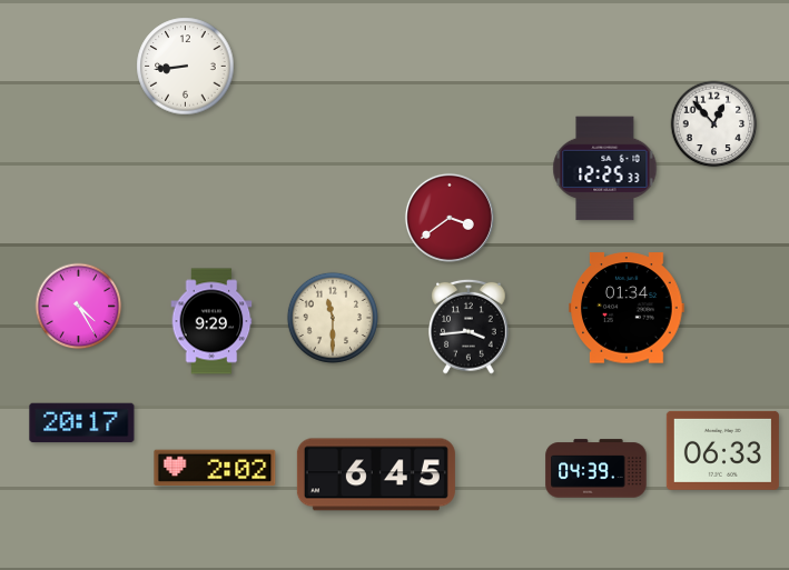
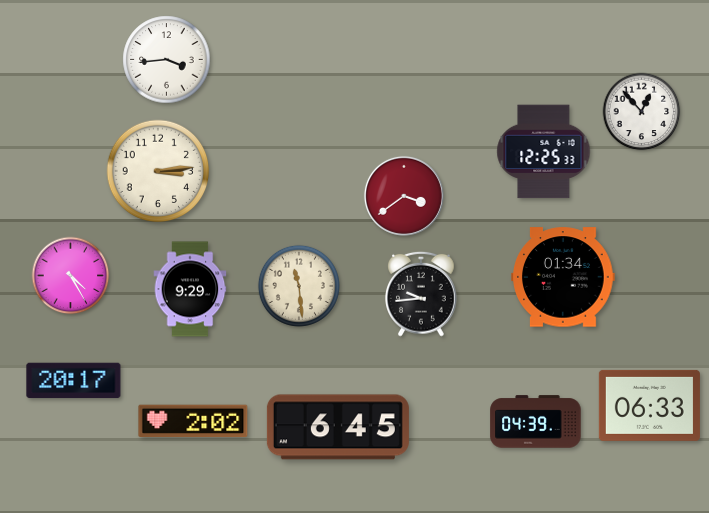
clock at (186, 67): 8:44 -> 3:44
clock at (158, 171): none -> 3:14
clock at (333, 318): 11:30 -> 11:29
clock at (469, 327): 3:44 -> 9:44
